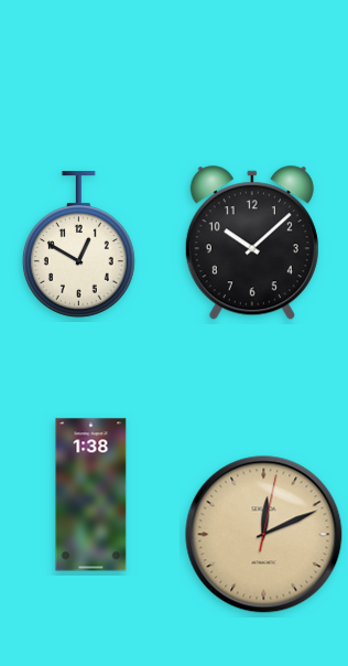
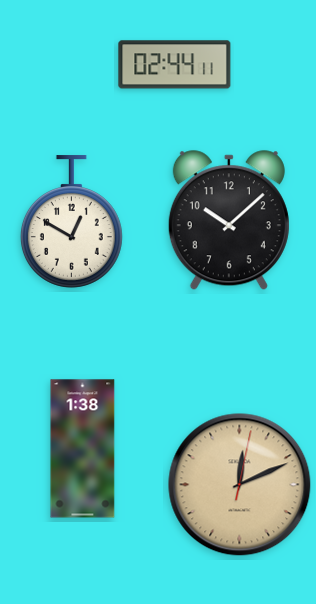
clock at (175, 65): none -> 02:44
